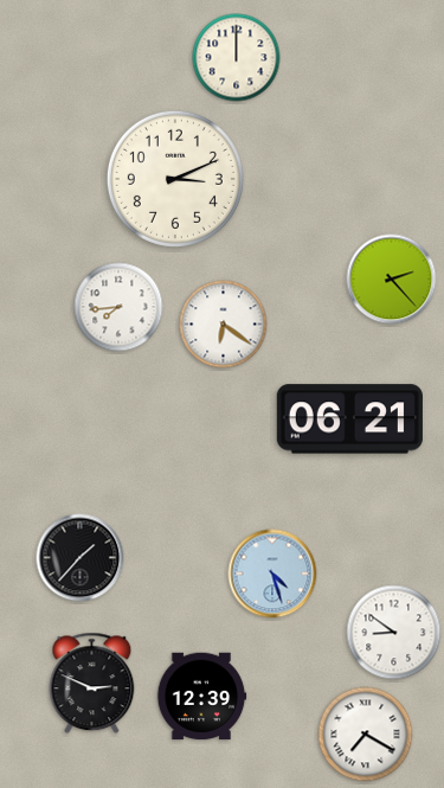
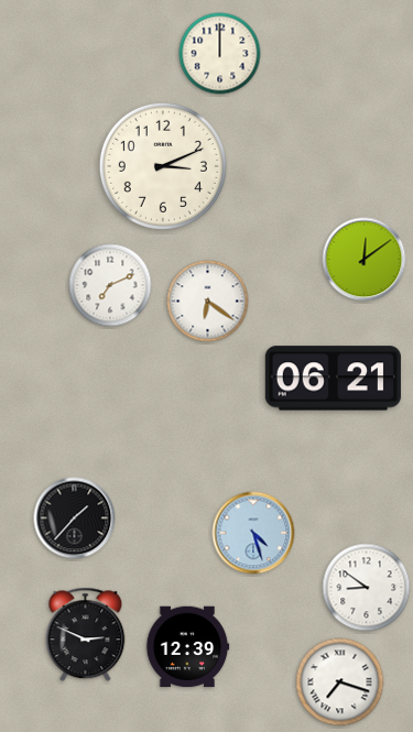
clock at (392, 280): 2:23 -> 12:09
clock at (118, 307): 7:44 -> 7:11
clock at (349, 419) position: (349, 419) -> (333, 379)
clock at (366, 735): 7:20 -> 7:18
